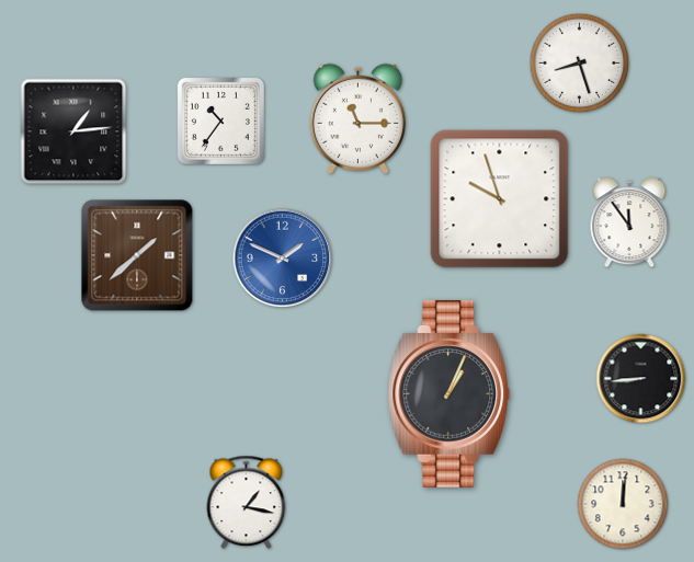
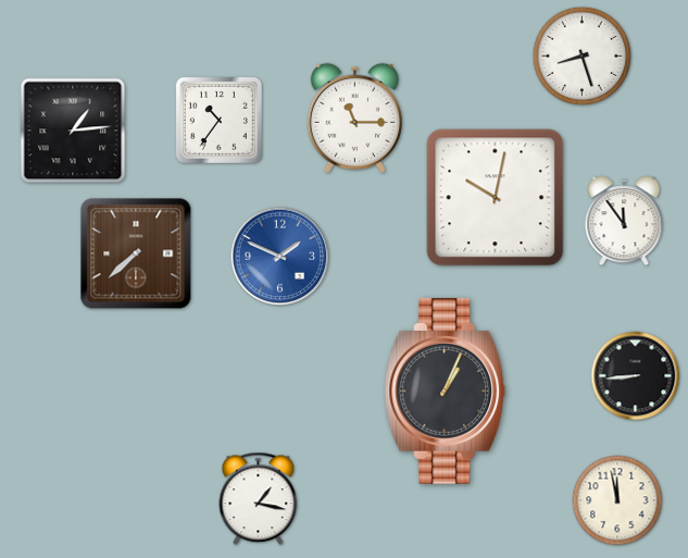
clock at (580, 64) position: (580, 64) -> (583, 57)
clock at (500, 199): 9:57 -> 10:02
clock at (137, 255): 1:38 -> 7:38
clock at (247, 503) position: (247, 503) -> (259, 499)
clock at (623, 504): 12:01 -> 11:58
